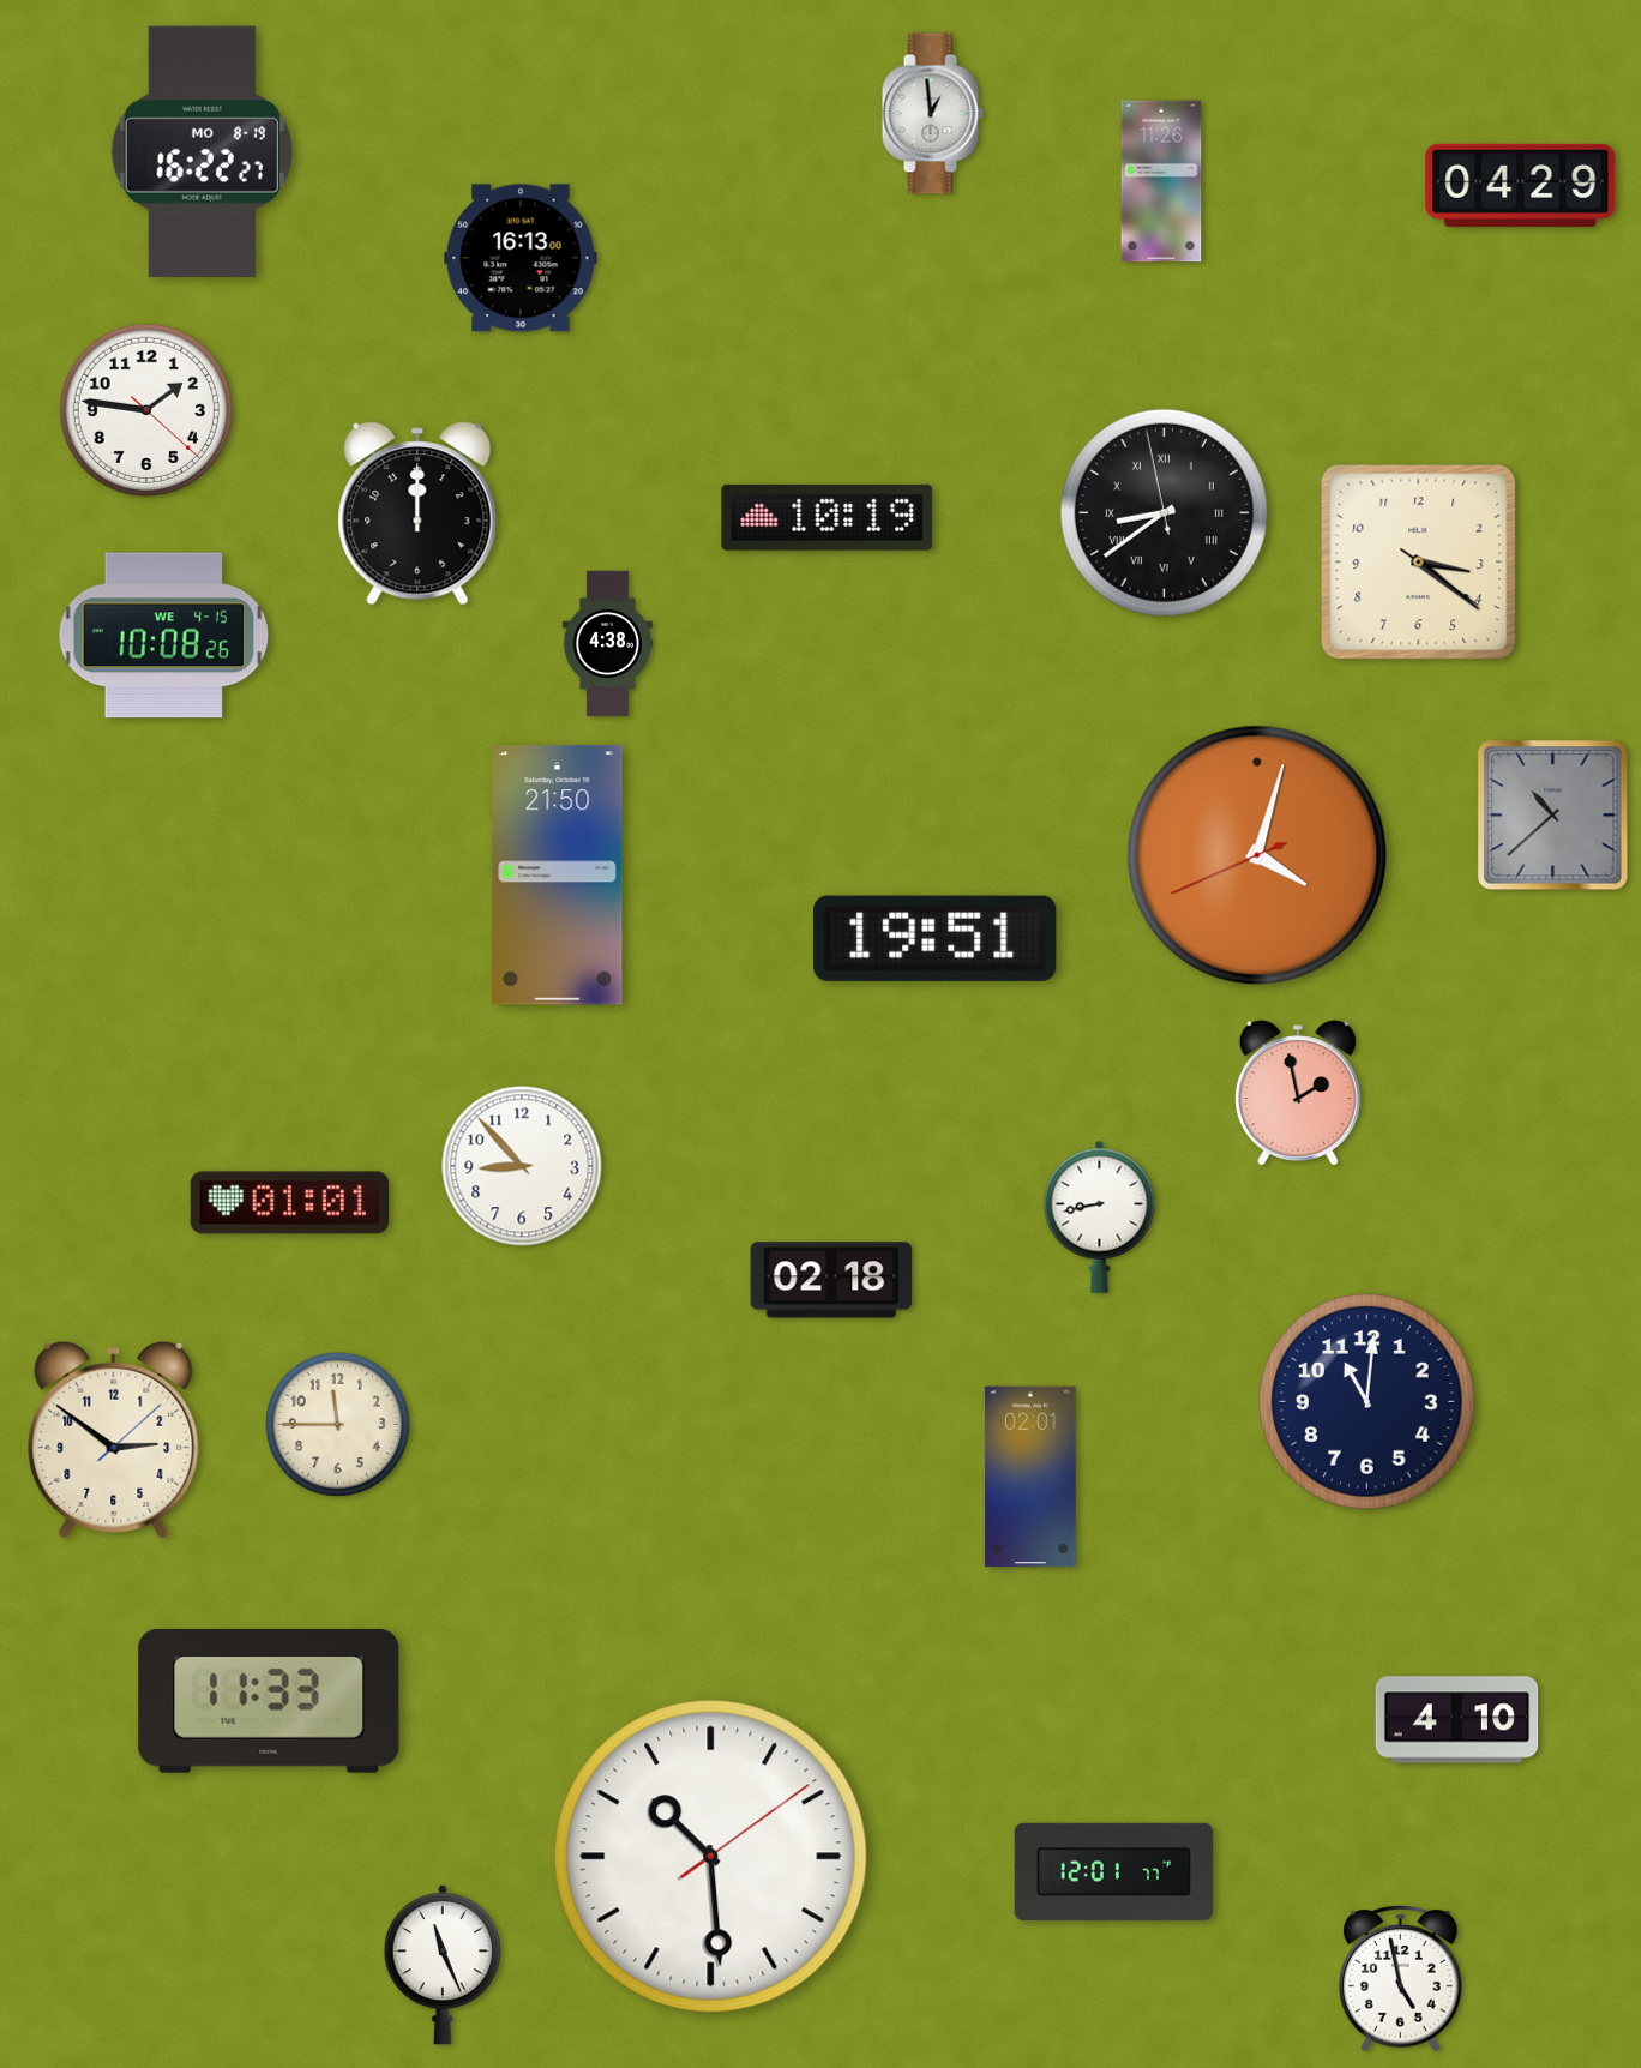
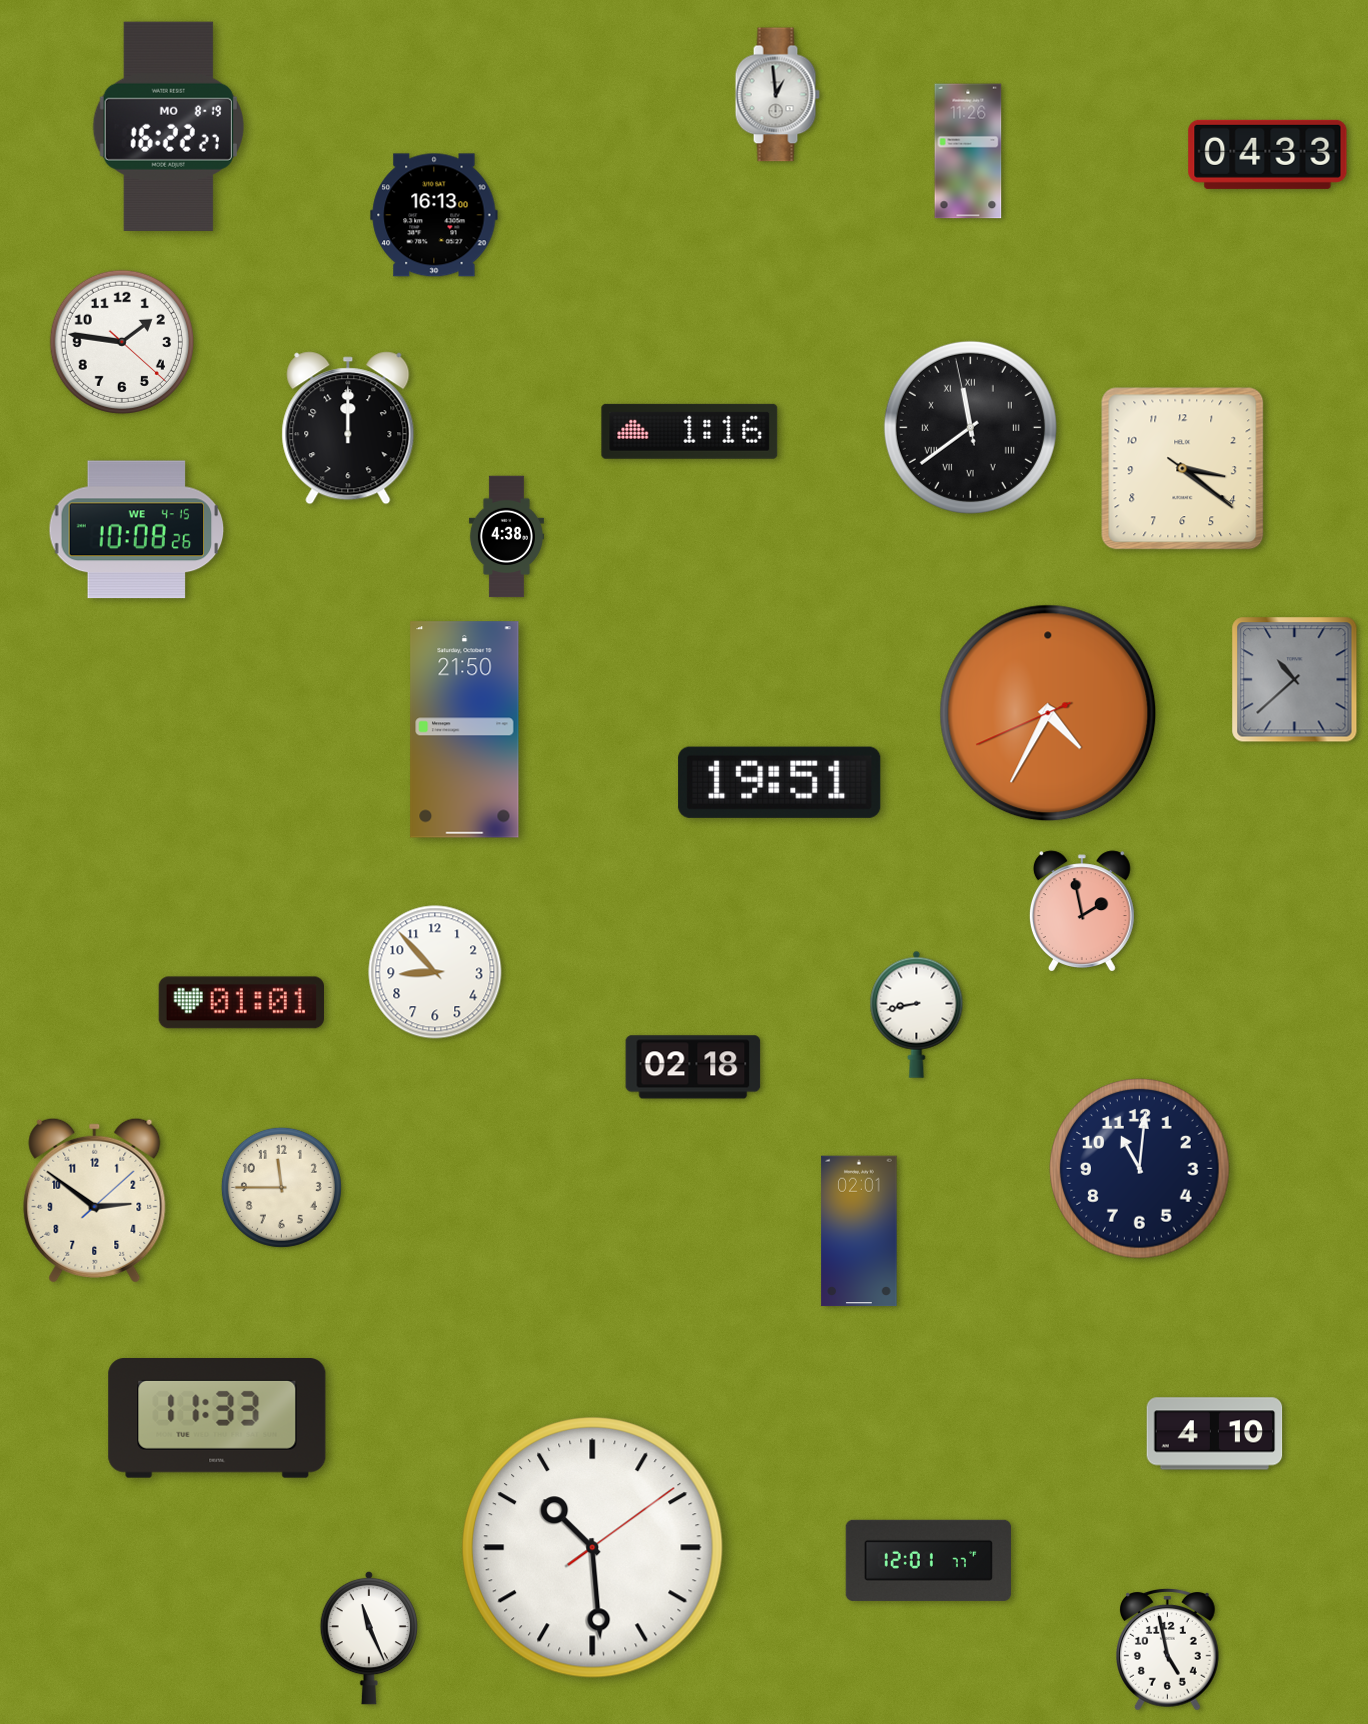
clock at (1521, 185): 04:29 -> 04:33
clock at (1164, 512): 8:38 -> 11:38
clock at (828, 517): 10:19 -> 1:16
clock at (1257, 855): 4:02 -> 4:34
clock at (269, 1702) position: (269, 1702) -> (217, 1419)
